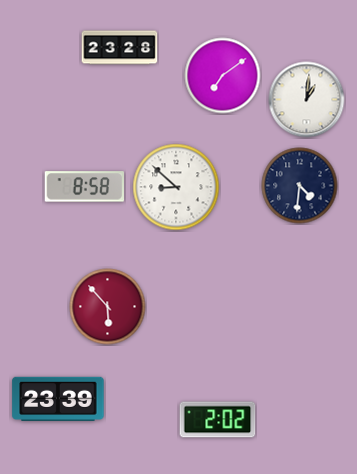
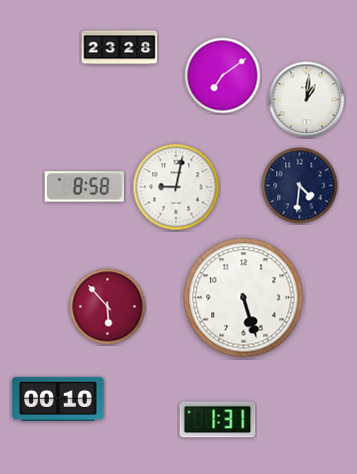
clock at (176, 187): 8:52 -> 9:02
clock at (244, 298): none -> 5:27
clock at (58, 399): 23:39 -> 00:10
clock at (218, 420): 2:02 -> 1:31
